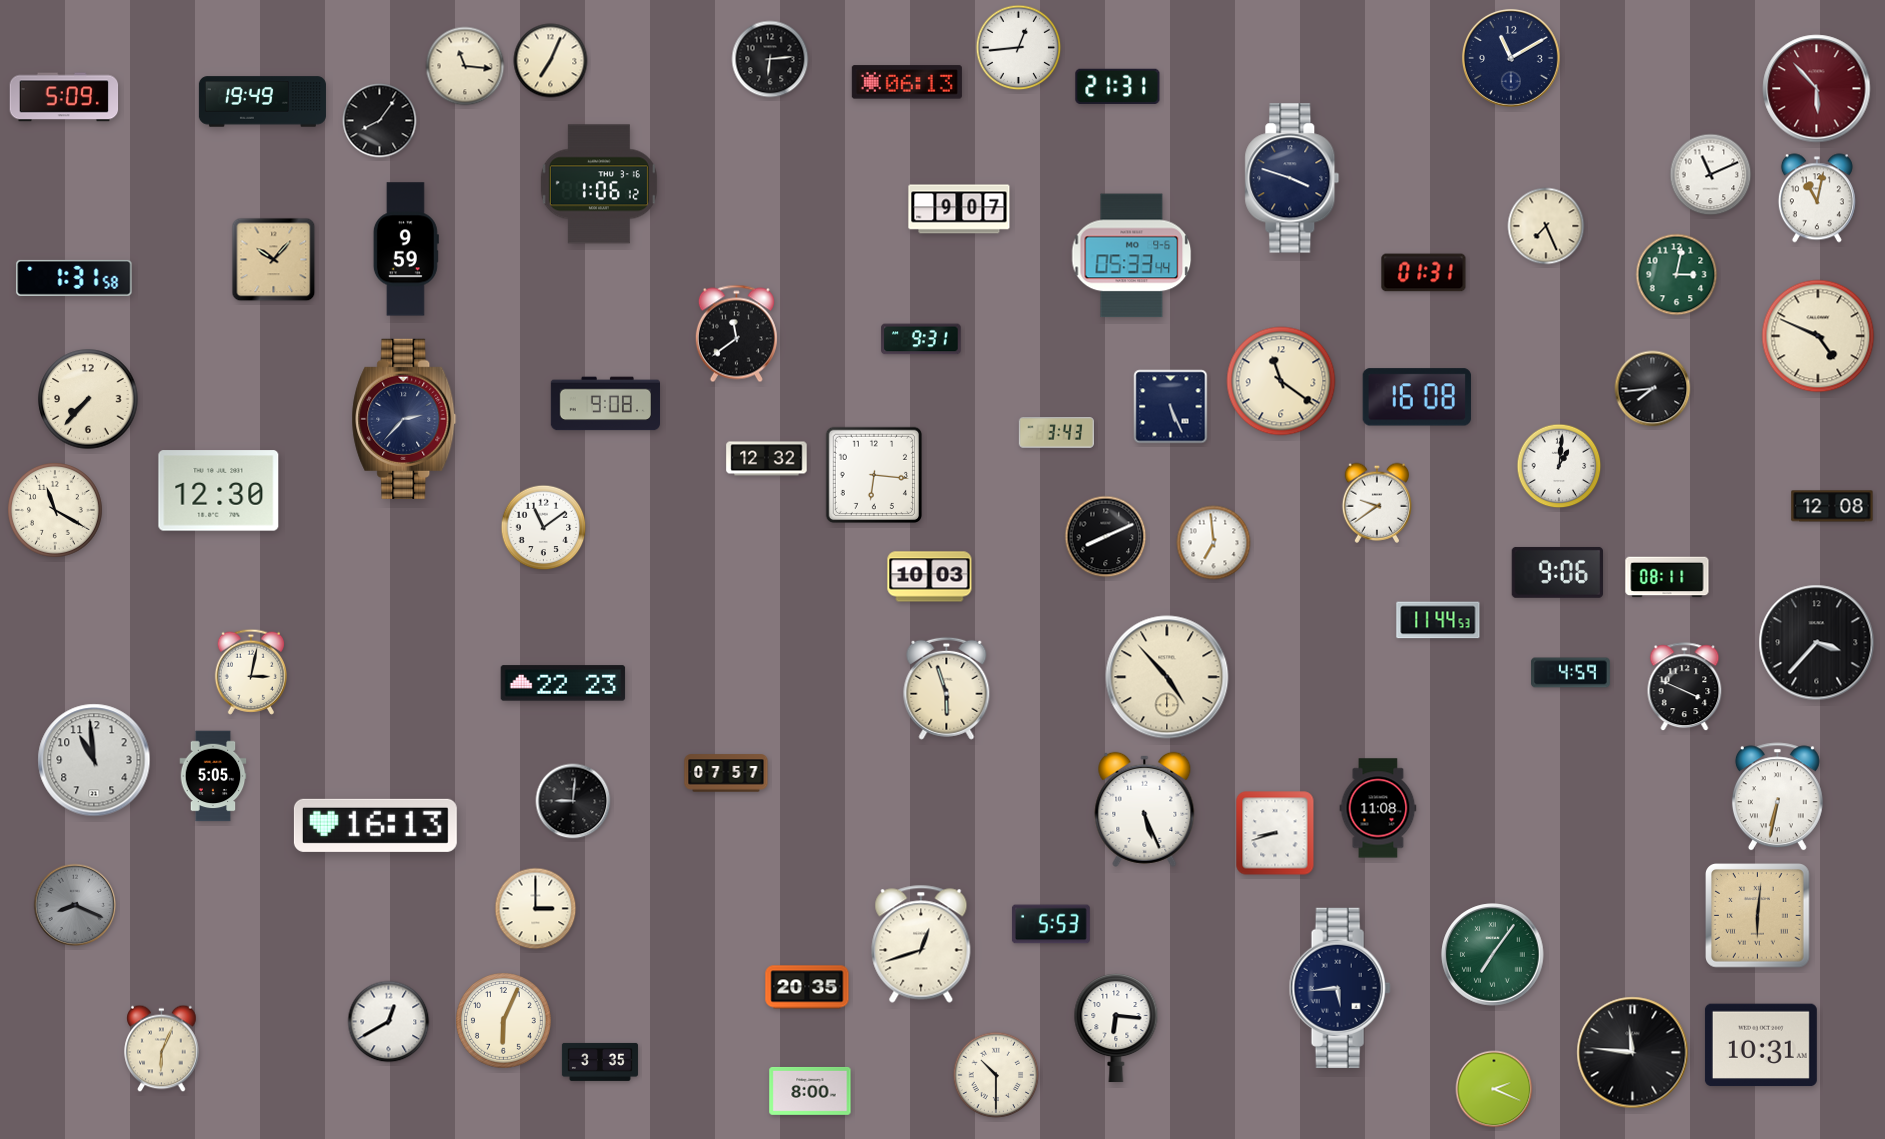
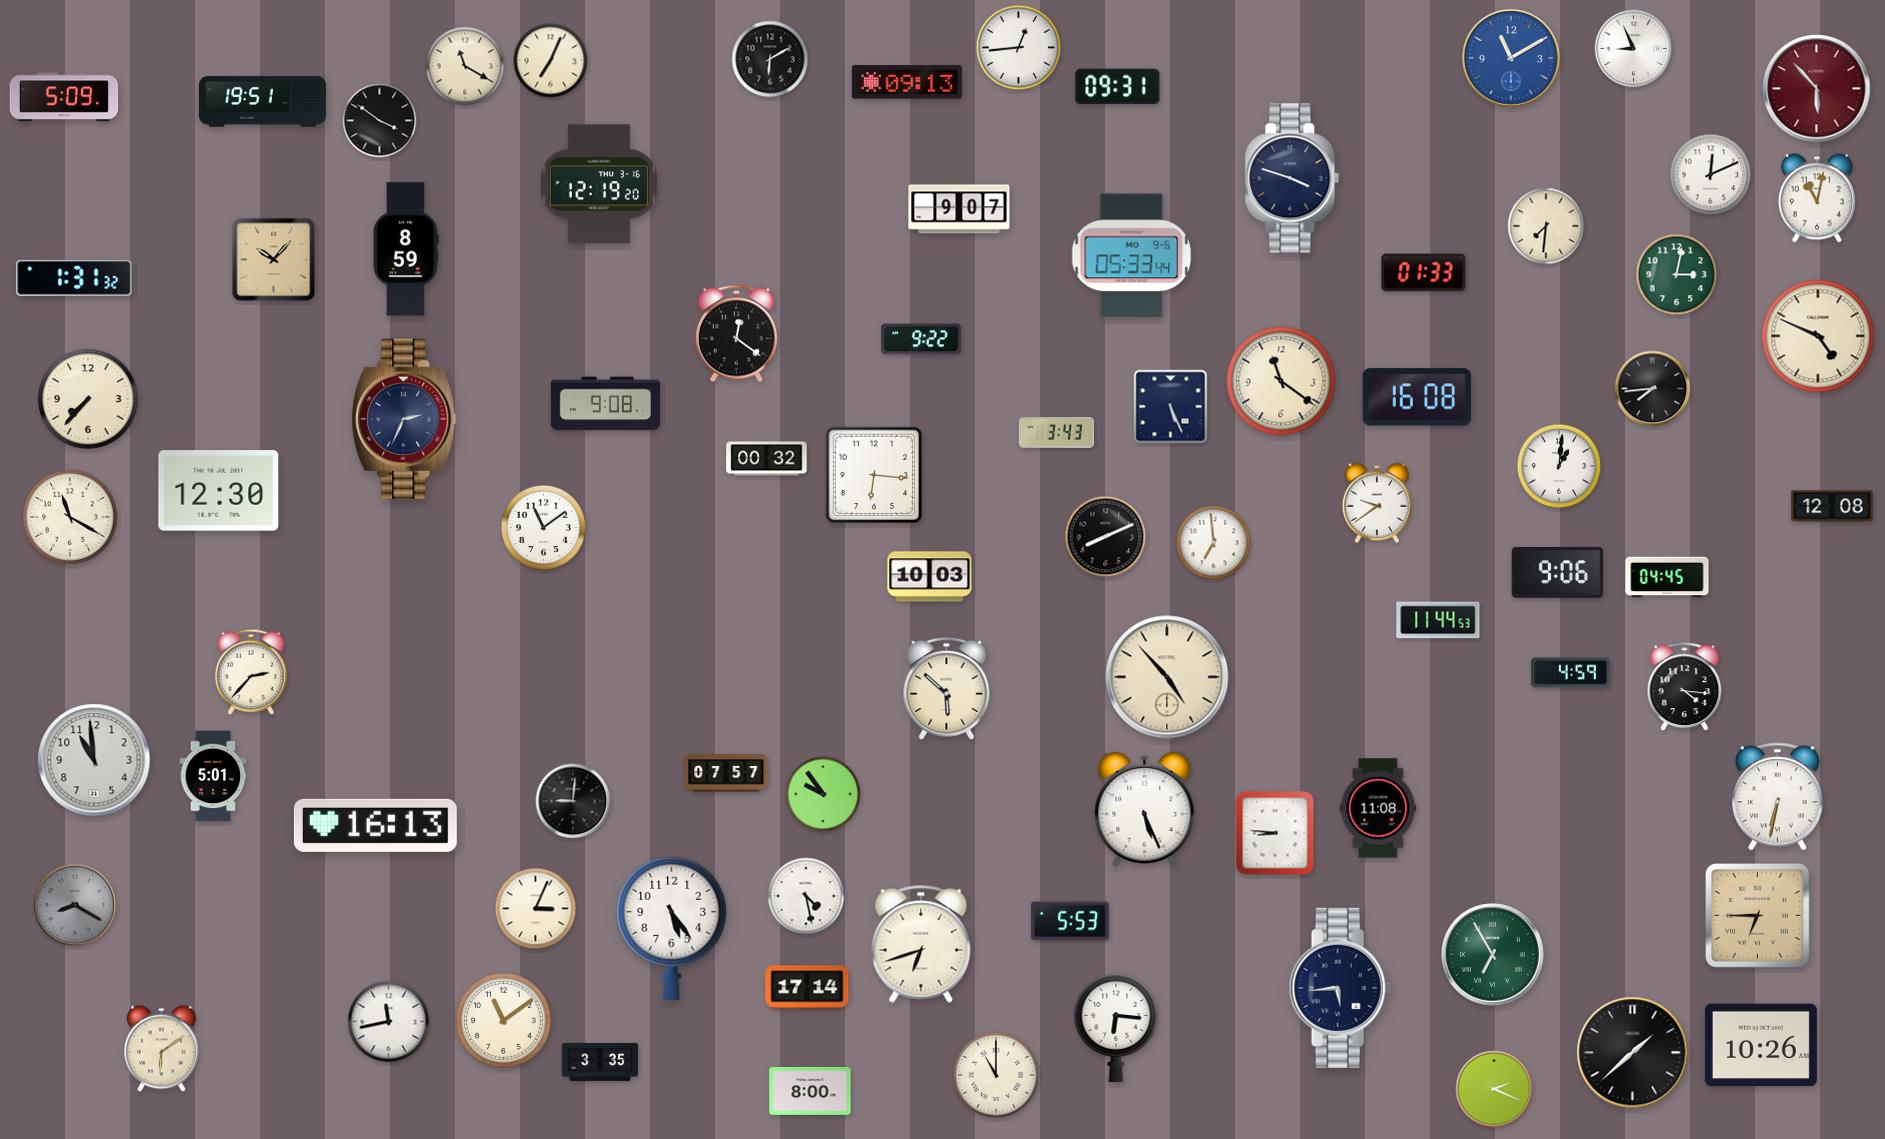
clock at (1634, 49): none -> 8:56
clock at (1511, 58) dial: navy -> blue
clock at (770, 59): 6:14 -> 6:10
clock at (465, 66): 11:16 -> 11:20
clock at (907, 82): 06:13 -> 09:13
clock at (1118, 86): 21:31 -> 09:31
clock at (262, 102): 19:49 -> 19:51
clock at (380, 121): 8:06 -> 3:51
clock at (1711, 175): 11:11 -> 12:11
clock at (599, 184): 1:06 -> 12:19
clock at (1546, 226): 7:26 -> 7:31
clock at (406, 249): 9:59 -> 8:59
clock at (1424, 273): 01:31 -> 01:33
clock at (74, 278): 1:31:58 -> 1:31:32
clock at (736, 334): 11:39 -> 12:21
clock at (921, 339): 9:31 -> 9:22
clock at (404, 419): 2:37 -> 2:34
clock at (767, 459): 12:32 -> 00:32
clock at (56, 511) position: (56, 511) -> (71, 518)
clock at (1667, 577): 08:11 -> 04:45
clock at (1817, 643): 3:37 -> none
clock at (250, 672): 3:02 -> 2:37
clock at (563, 683): 22:23 -> none
clock at (1685, 687): 3:49 -> 4:16
clock at (947, 688): 5:57 -> 5:52
clock at (213, 776): 5:05 -> 5:01
clock at (823, 794): none -> 9:54
clock at (1275, 833): 8:42 -> 8:46
clock at (806, 896): none -> 4:28
clock at (75, 905): 8:19 -> 8:20
clock at (536, 909): 3:00 -> 3:04
clock at (1758, 916): 6:01 -> 6:45
clock at (1051, 924) position: (1051, 924) -> (1070, 921)
clock at (672, 928): none -> 5:24
clock at (921, 944): 12:42 -> 6:42
clock at (1493, 955): 7:06 -> 6:55
clock at (807, 987): 20:35 -> 17:14
clock at (504, 1021): 6:04 -> 11:09
clock at (389, 1022): 12:40 -> 11:43
clock at (1761, 1045): 10:31 -> 10:26
clock at (162, 1049): 6:04 -> 6:09
clock at (1633, 1053): 11:46 -> 1:38
clock at (996, 1075): 10:30 -> 11:00
